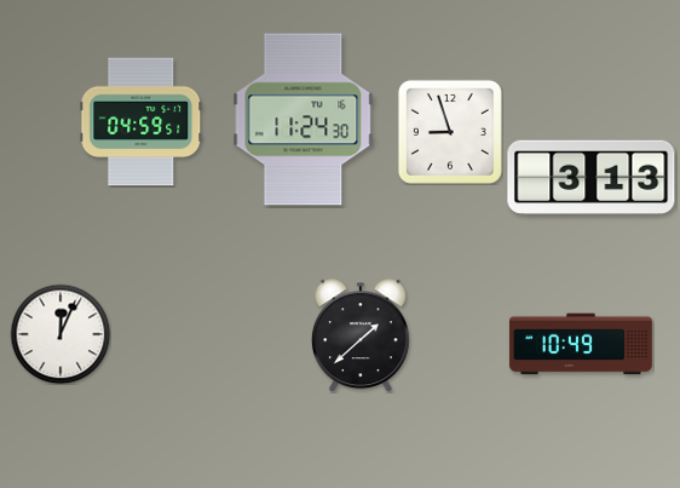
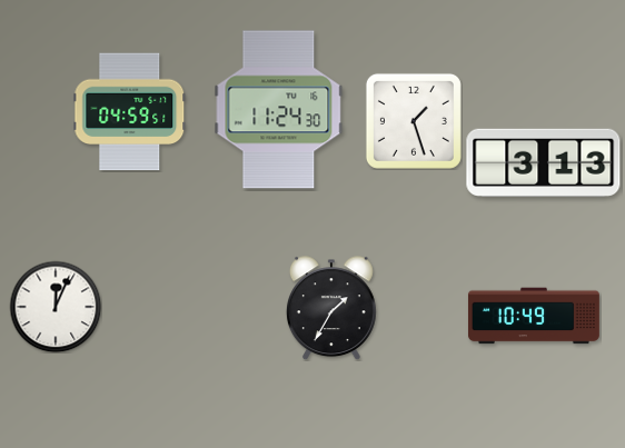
clock at (450, 132): 8:57 -> 1:27
clock at (361, 335): 1:38 -> 1:35
